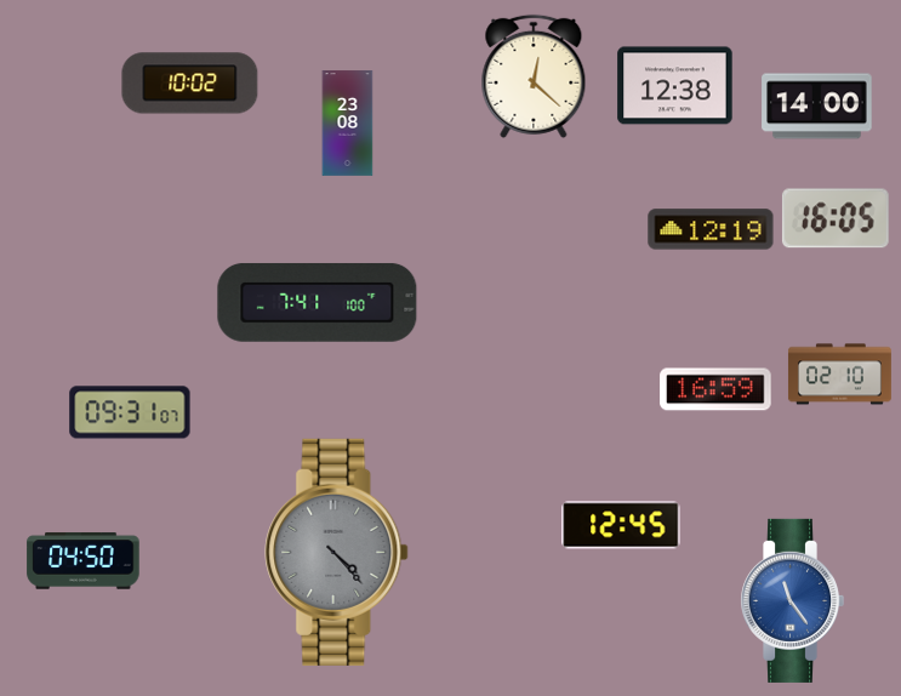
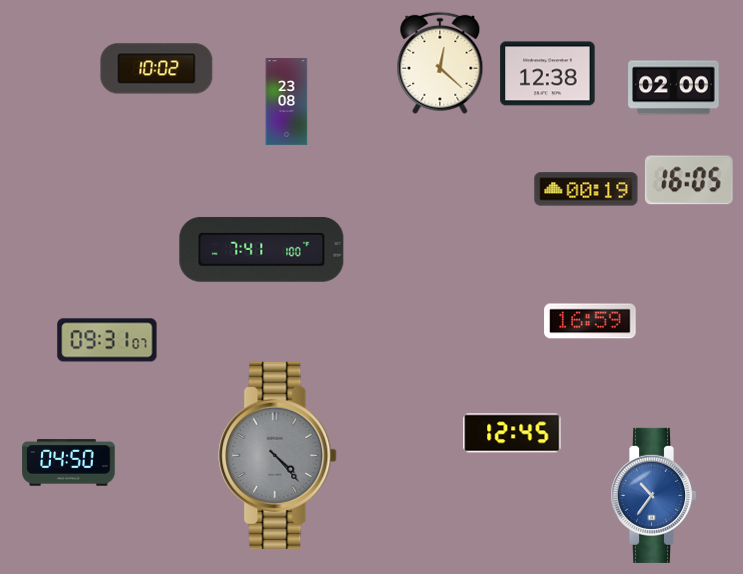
clock at (675, 86) position: (675, 86) -> (548, 74)
clock at (817, 107): 14:00 -> 02:00
clock at (711, 229): 12:19 -> 00:19
clock at (840, 375): 02:10 -> none
clock at (793, 600): 11:24 -> 10:36
